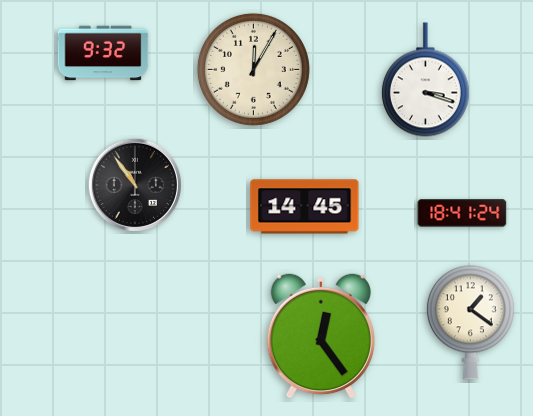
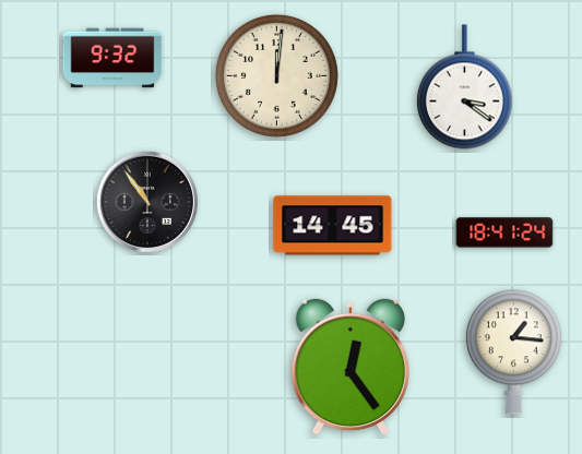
clock at (253, 69): 12:05 -> 12:01
clock at (425, 80): 3:18 -> 3:21
clock at (470, 323): 1:21 -> 1:16
